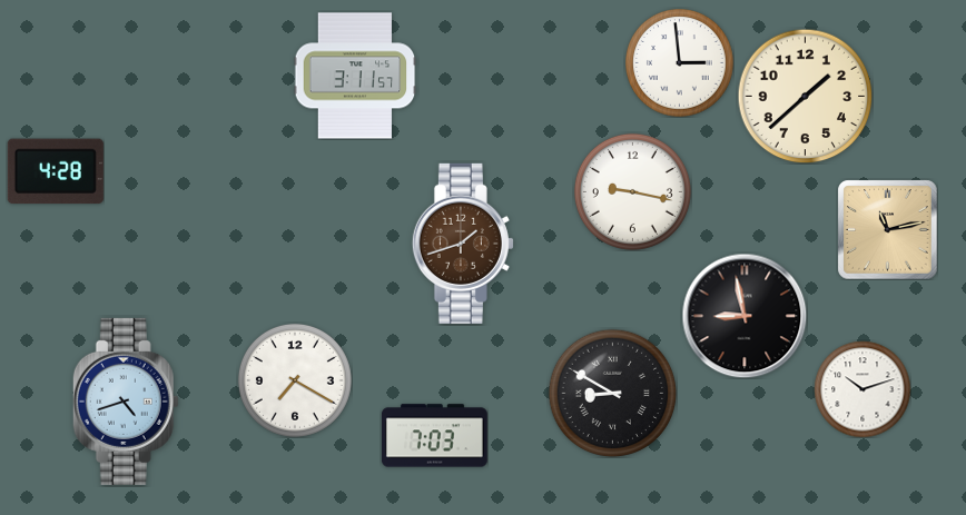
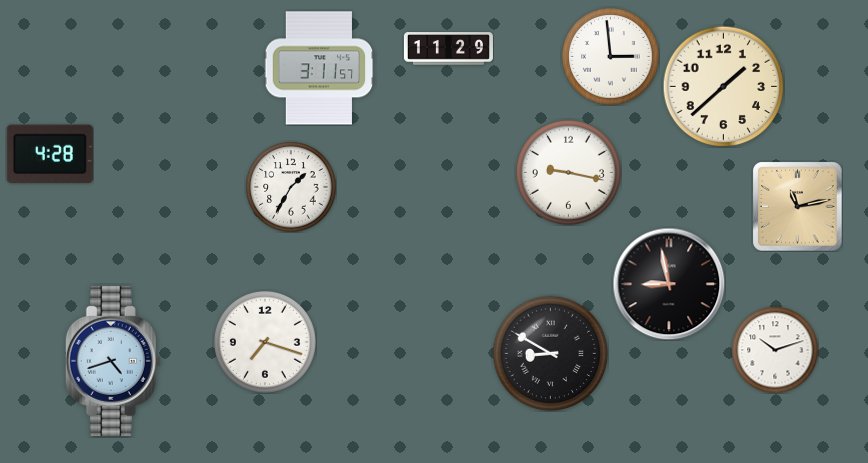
clock at (448, 49): none -> 11:29
clock at (291, 187): none -> 1:35
clock at (463, 244): 1:42 -> none
clock at (295, 380): 7:20 -> 7:18
clock at (435, 436): 7:03 -> none
